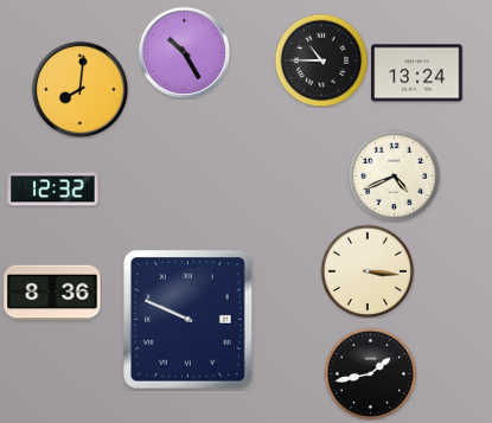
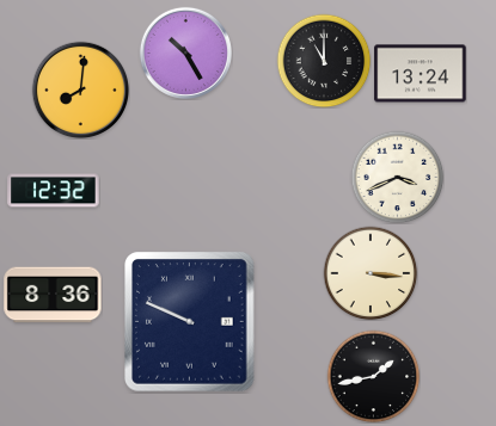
clock at (321, 60): 10:45 -> 11:00
clock at (394, 175): 4:41 -> 3:41
